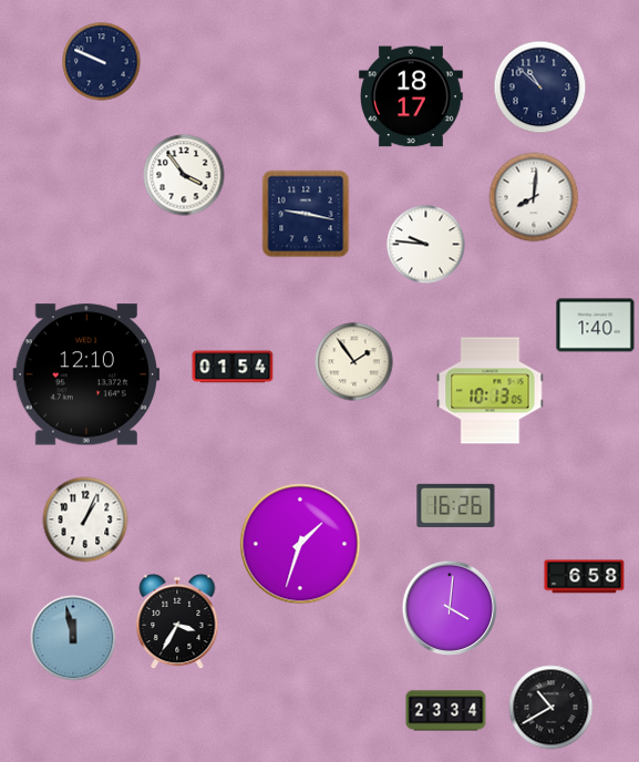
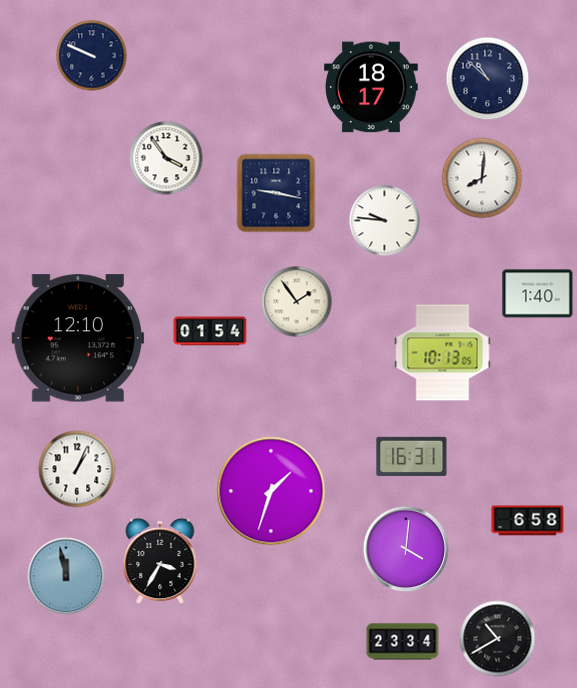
clock at (354, 362) position: (354, 362) -> (297, 302)
clock at (456, 505): 16:26 -> 16:31
